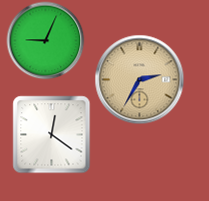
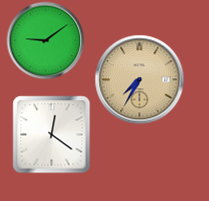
clock at (45, 40): 9:04 -> 9:09
clock at (139, 79): 2:35 -> 7:35
